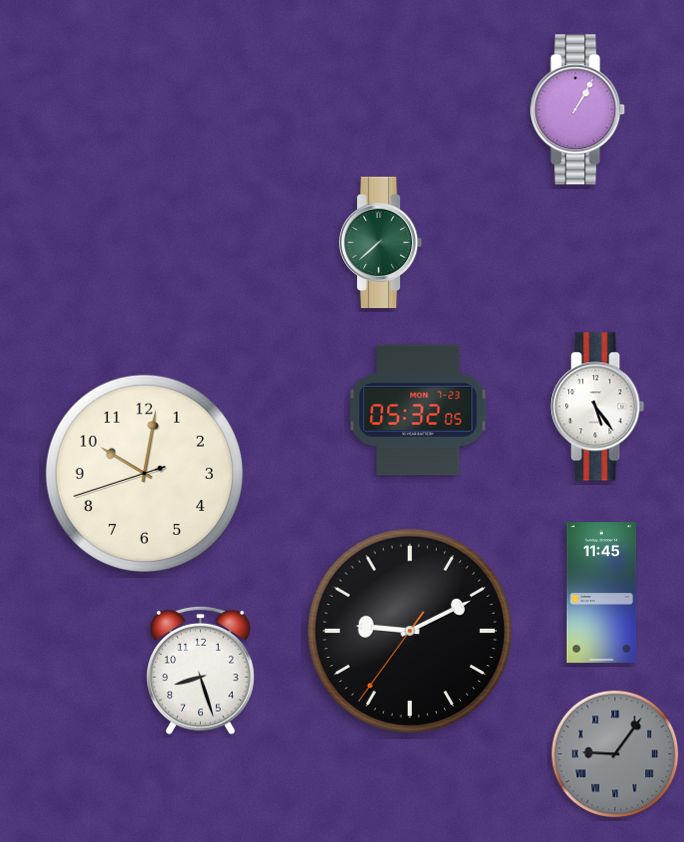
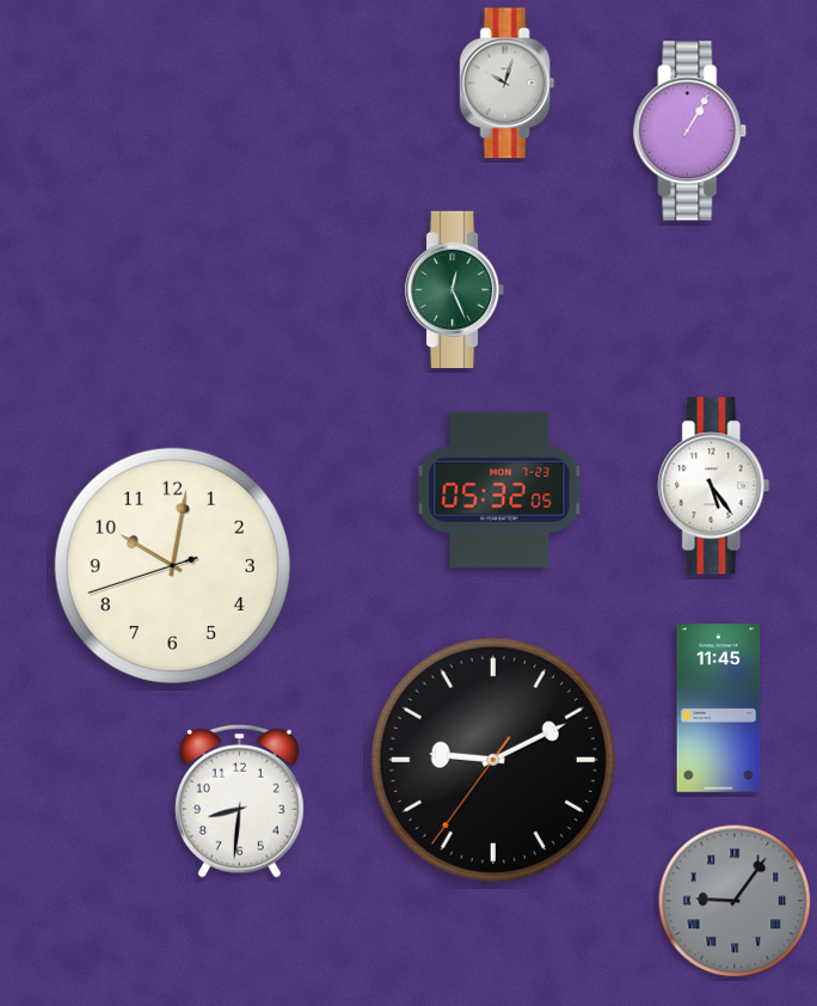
clock at (508, 84): none -> 10:03
clock at (381, 243): 7:38 -> 12:26
clock at (410, 631) position: (410, 631) -> (493, 760)
clock at (201, 670): 8:27 -> 8:31
